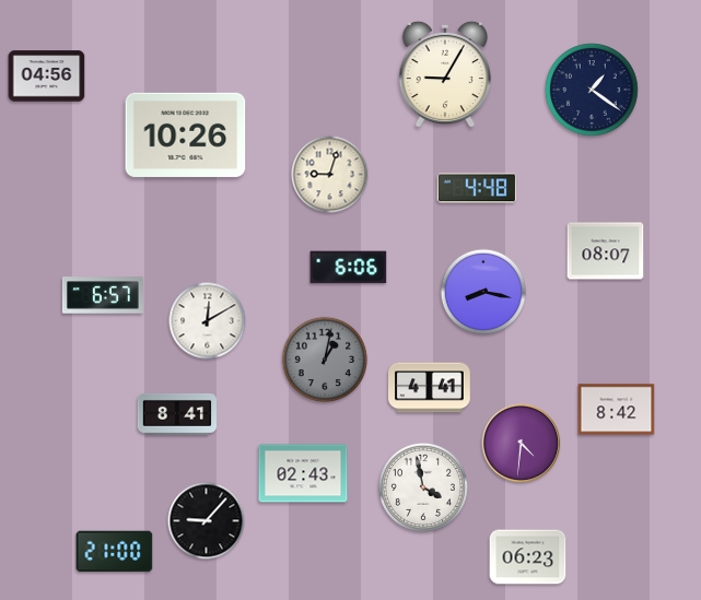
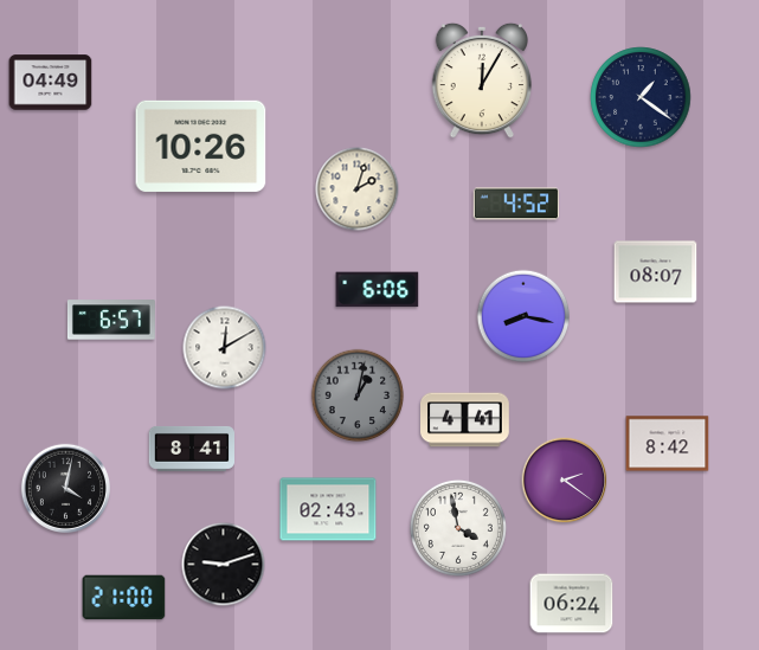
clock at (445, 74): 9:05 -> 12:05
clock at (47, 77): 04:56 -> 04:49
clock at (330, 175): 9:03 -> 2:03
clock at (477, 188): 4:48 -> 4:52
clock at (325, 360) position: (325, 360) -> (358, 395)
clock at (522, 444): 4:31 -> 2:21
clock at (65, 488): none -> 4:02
clock at (303, 473) position: (303, 473) -> (328, 509)
clock at (207, 521): 9:07 -> 9:12
clock at (528, 557): 06:23 -> 06:24
